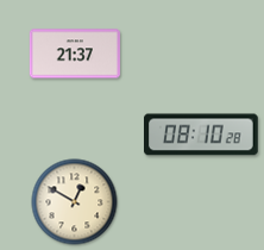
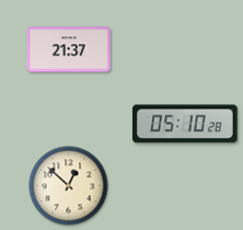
clock at (202, 135): 08:10 -> 05:10
clock at (75, 202): 12:50 -> 12:52
